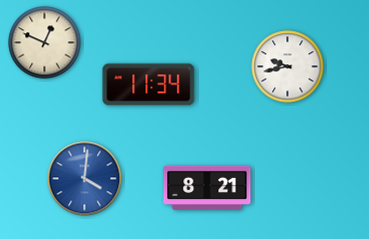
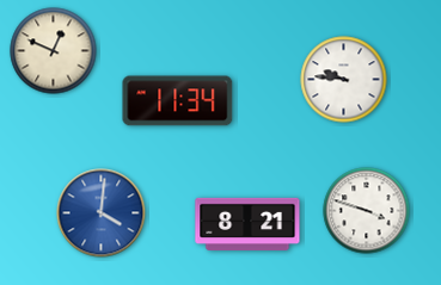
clock at (288, 67): 9:43 -> 9:46
clock at (367, 211): none -> 3:48
